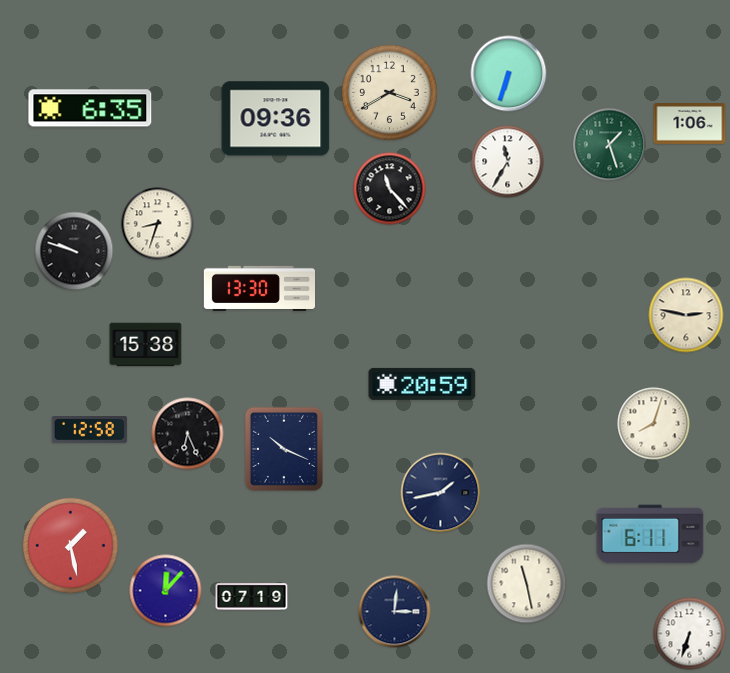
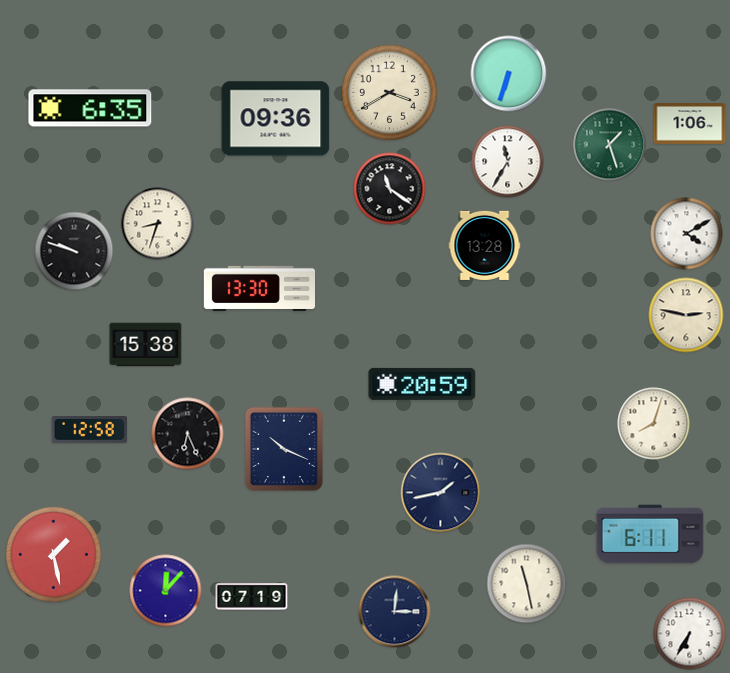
clock at (390, 189): 11:23 -> 11:21
clock at (687, 234): none -> 4:10
clock at (485, 245): none -> 13:28
clock at (70, 545) position: (70, 545) -> (53, 554)
clock at (690, 634): 6:33 -> 6:35
